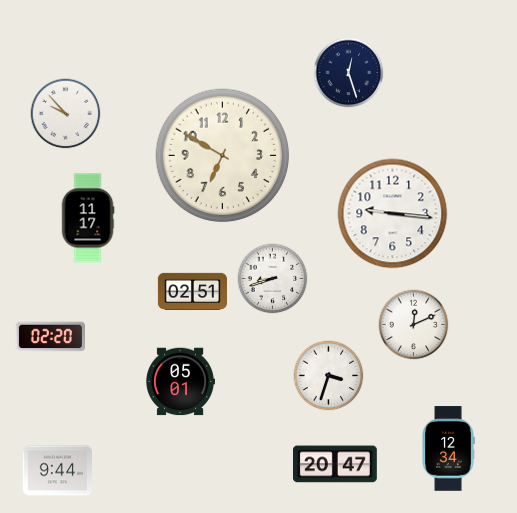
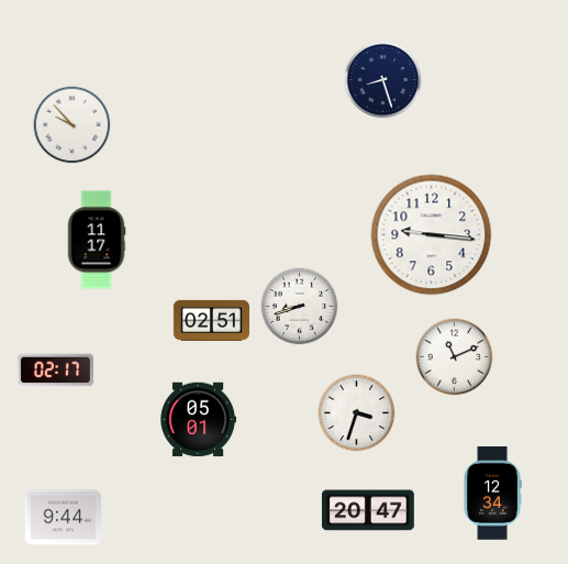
clock at (349, 73): 12:27 -> 8:27
clock at (223, 156): 6:50 -> none
clock at (414, 325): 12:11 -> 11:11
clock at (50, 337): 02:20 -> 02:17
clock at (329, 376) position: (329, 376) -> (357, 413)
